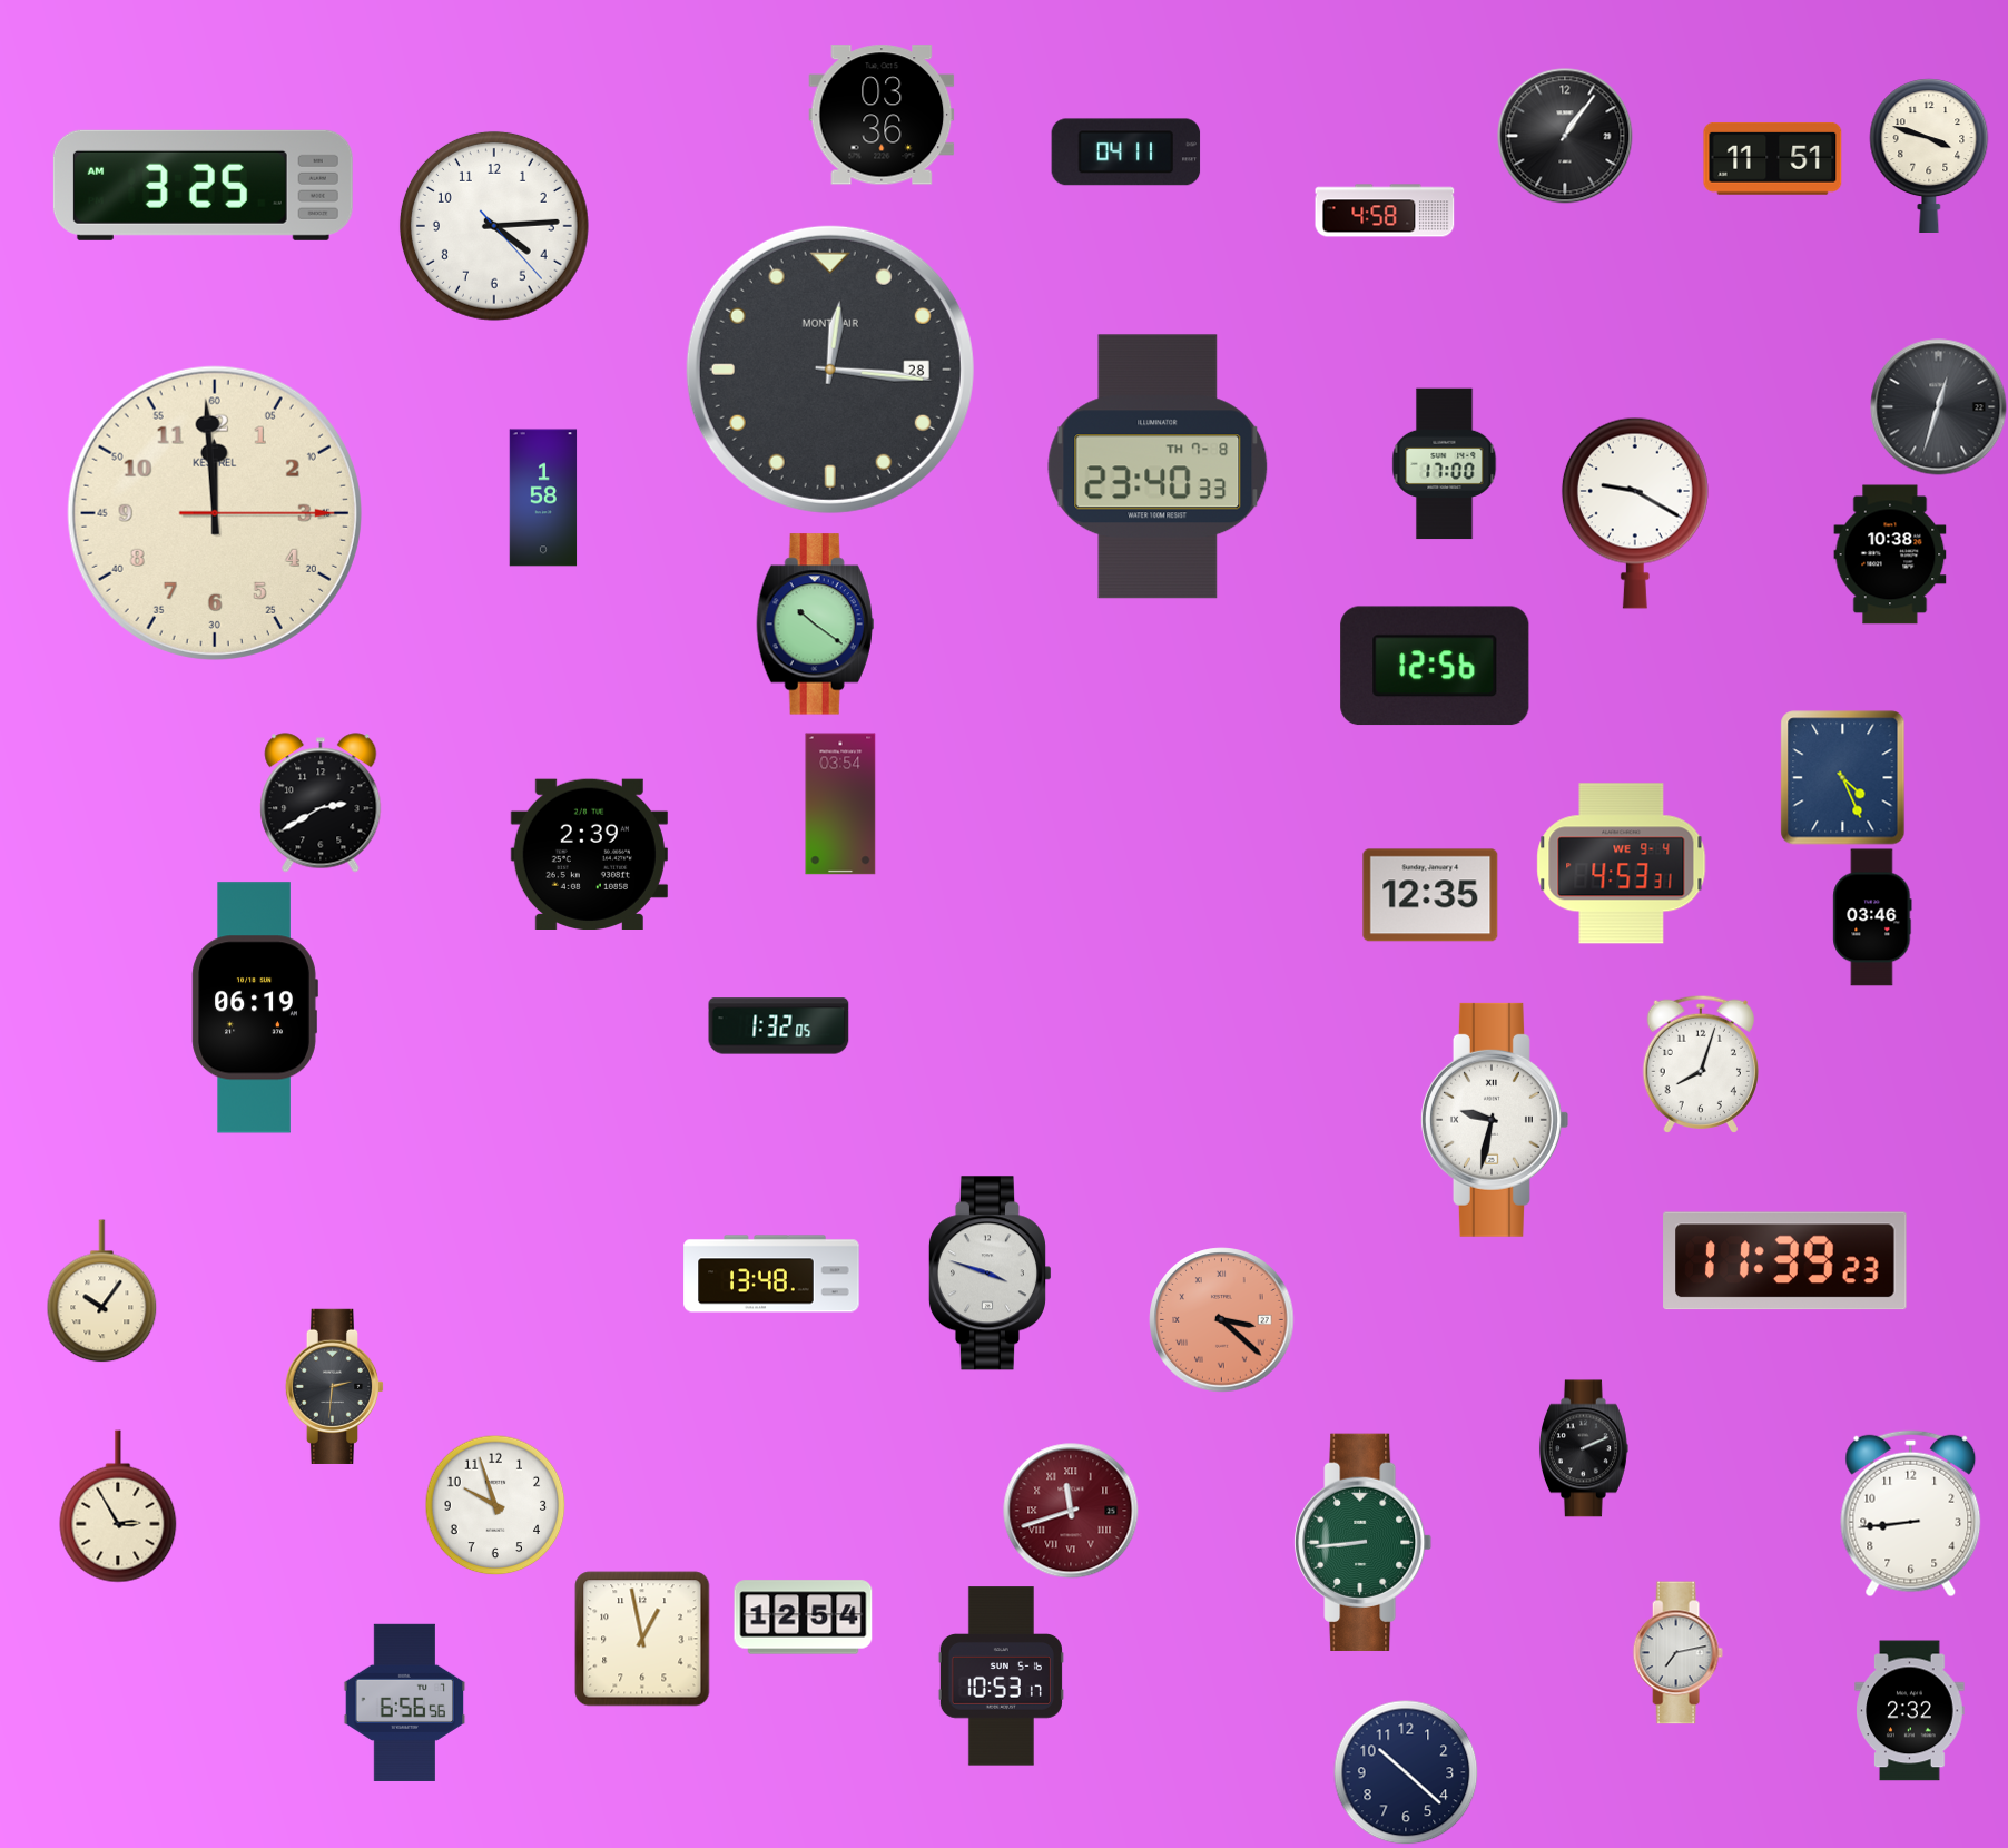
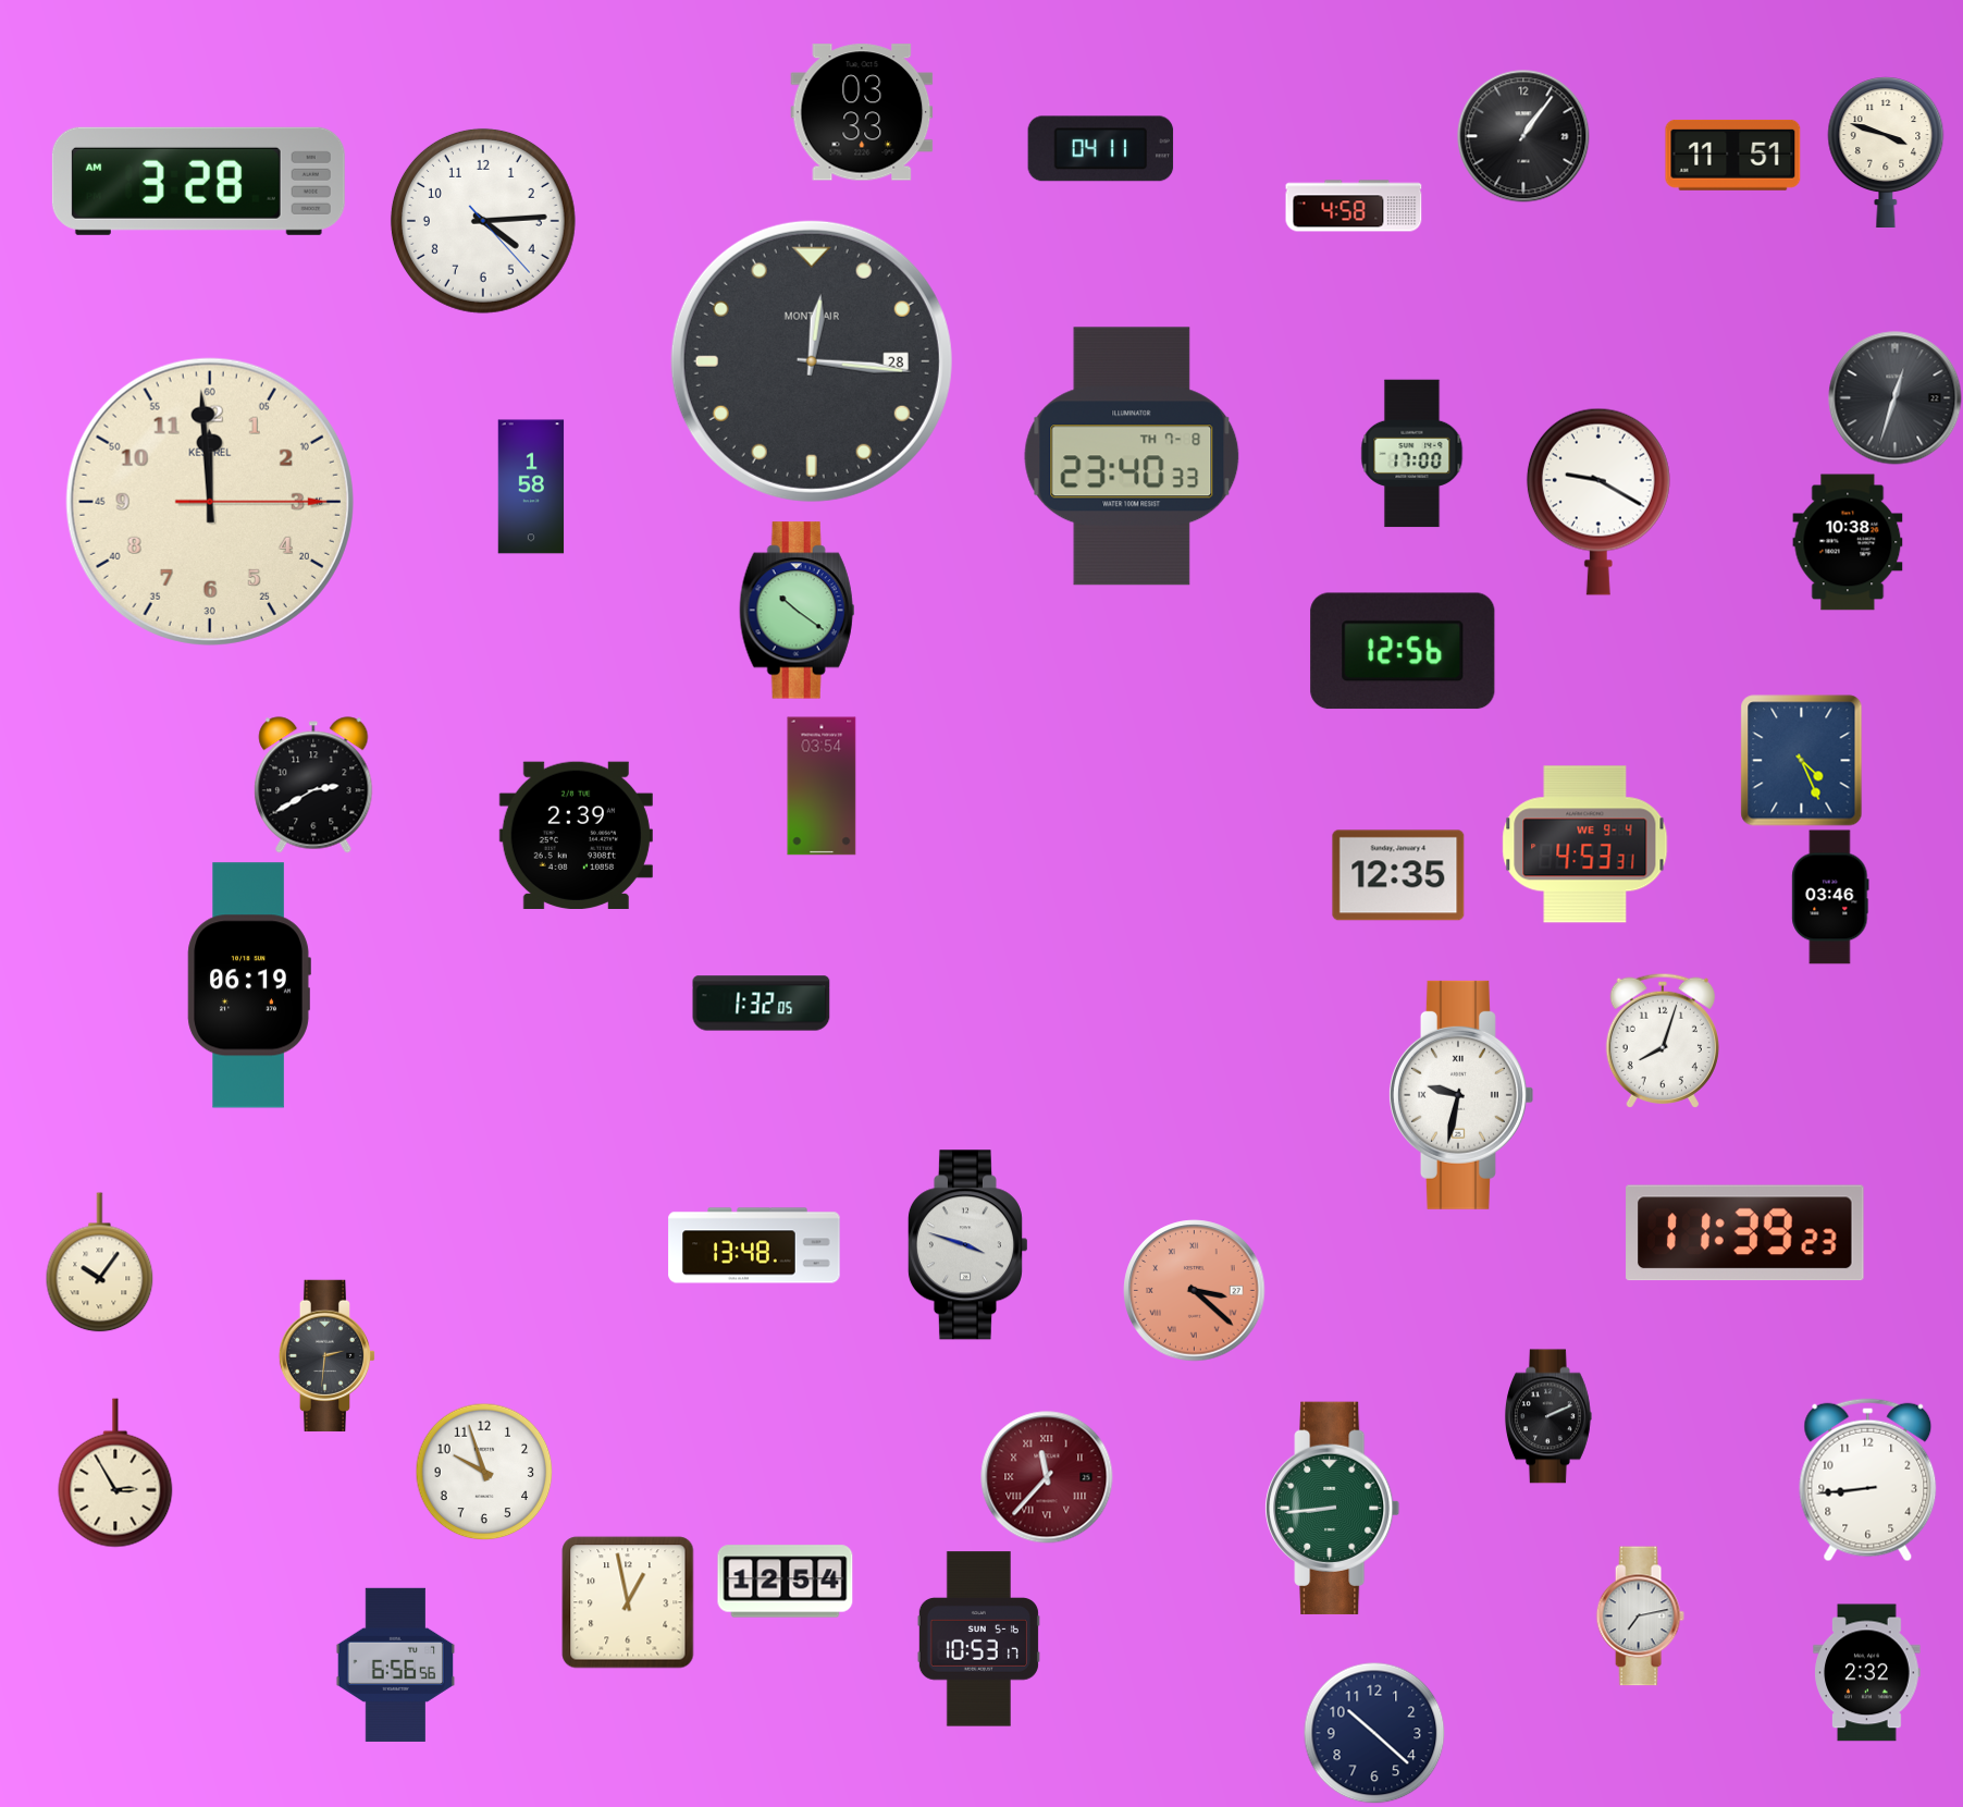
clock at (882, 115): 03:36 -> 03:33
clock at (1565, 136) position: (1565, 136) -> (1523, 136)
clock at (203, 185): 3:25 -> 3:28
clock at (1071, 1511): 11:42 -> 11:37
